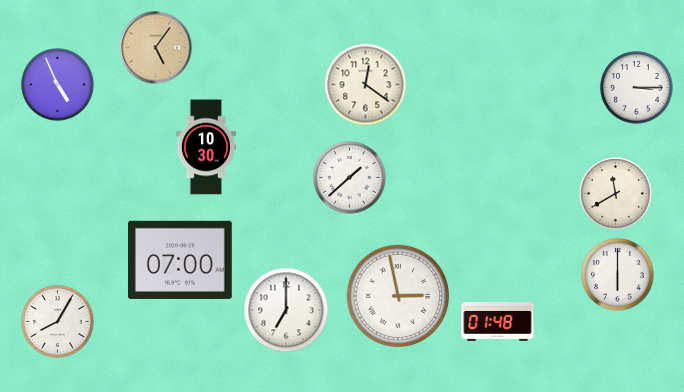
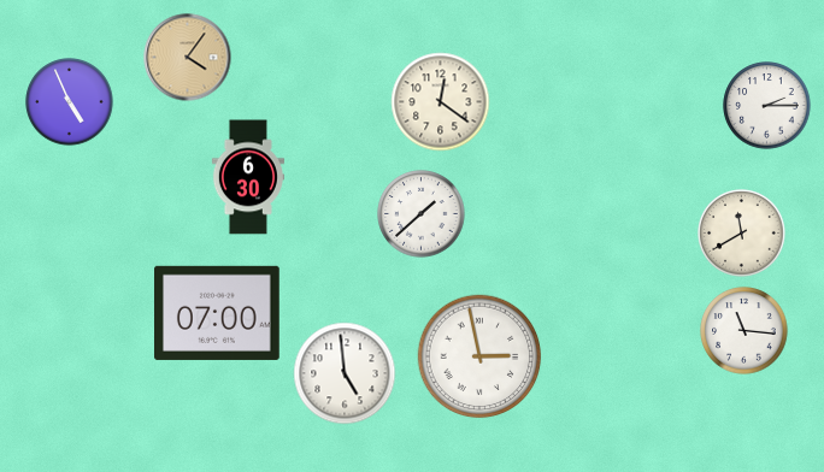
clock at (156, 48): 5:06 -> 4:06
clock at (637, 88): 3:15 -> 2:15
clock at (206, 147): 10:30 -> 6:30
clock at (618, 275): 6:00 -> 11:16
clock at (286, 310): 7:00 -> 4:59
clock at (58, 322): 8:05 -> none
clock at (498, 322): 01:48 -> none
